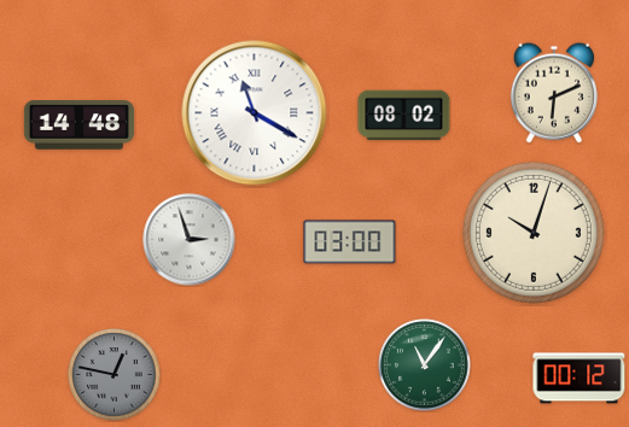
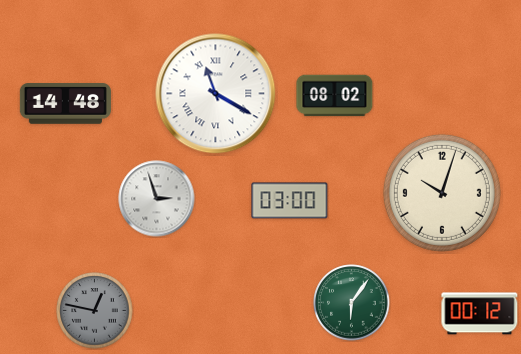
clock at (554, 93): 6:11 -> none
clock at (255, 113) position: (255, 113) -> (216, 94)
clock at (425, 365): 11:06 -> 6:06
